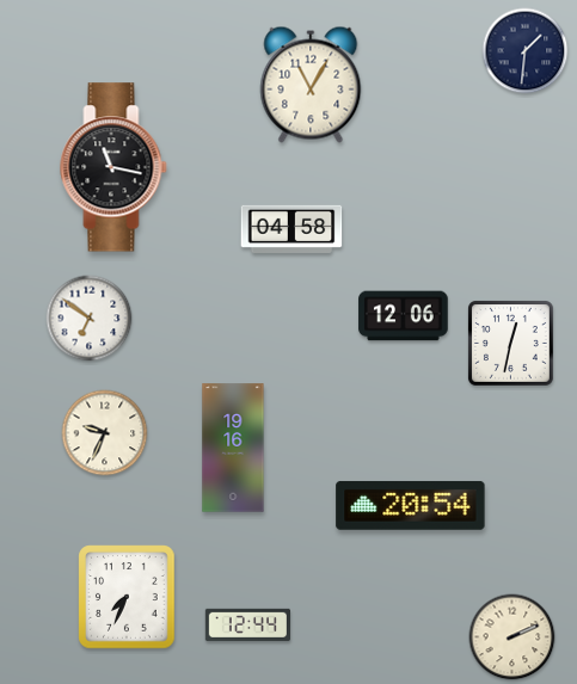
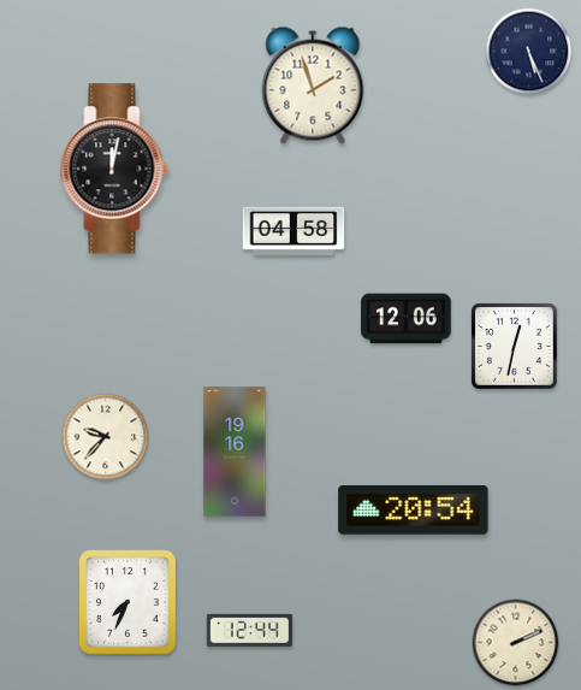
clock at (526, 51): 1:31 -> 5:26
clock at (311, 85): 11:05 -> 1:57
clock at (113, 167): 11:17 -> 12:02
clock at (90, 319): 6:51 -> none
clock at (105, 433): 9:34 -> 9:37
